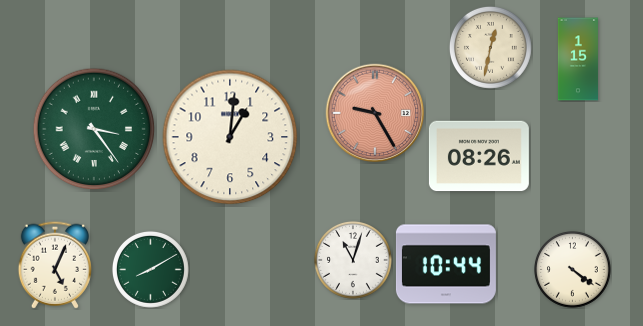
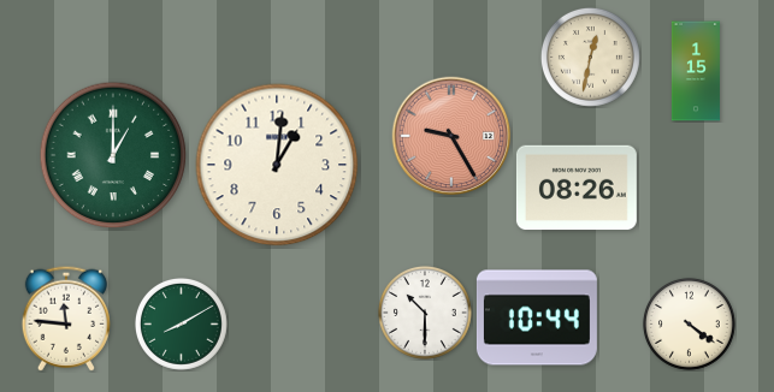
clock at (94, 129): 3:24 -> 1:00
clock at (353, 260): 11:03 -> 10:30
clock at (54, 265): 5:04 -> 11:46
